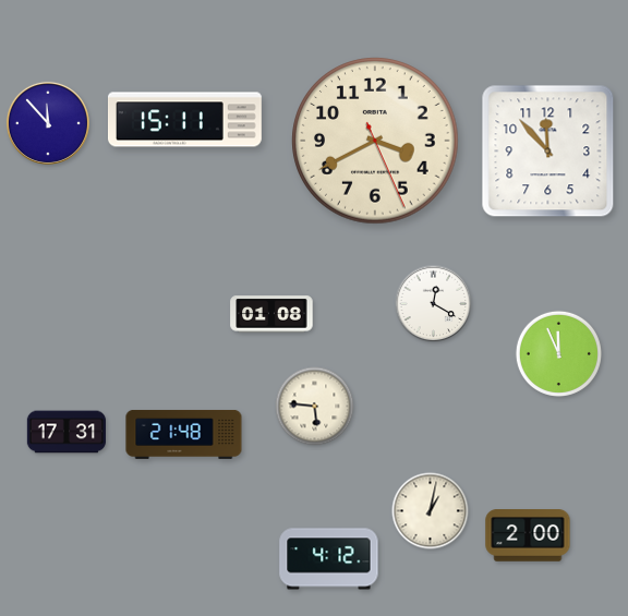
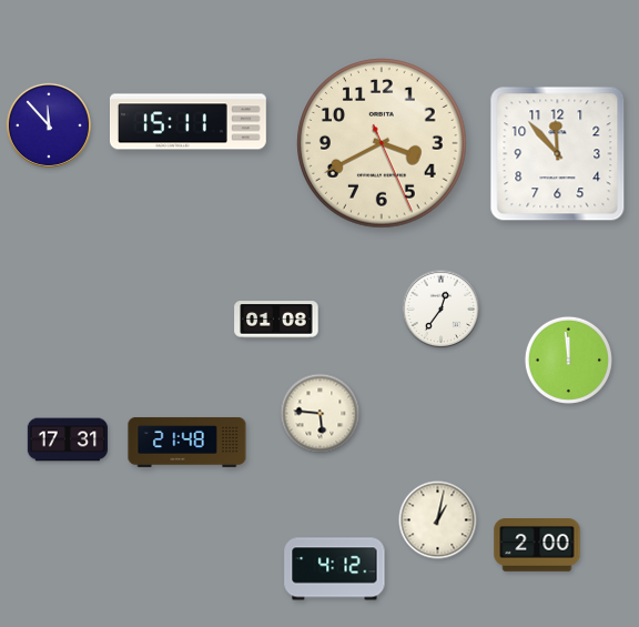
clock at (434, 304): 12:20 -> 12:36
clock at (558, 353): 11:56 -> 11:59
